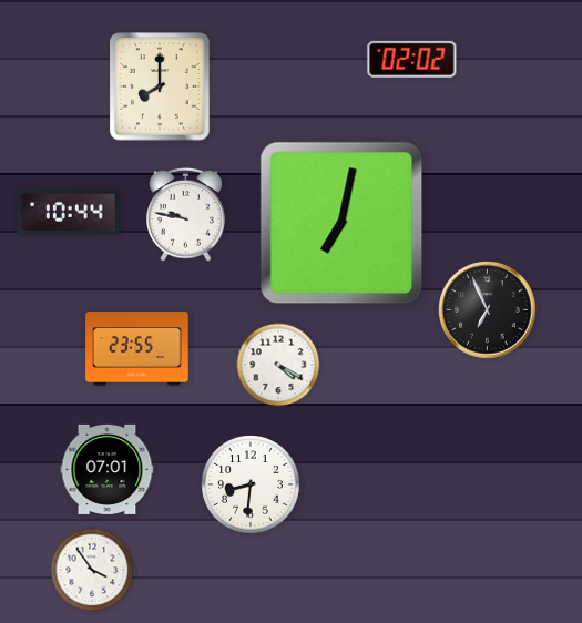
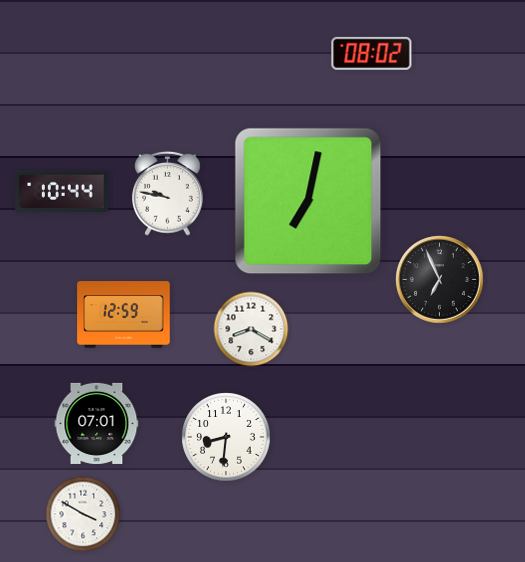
clock at (412, 59): 02:02 -> 08:02
clock at (160, 86): 8:00 -> none
clock at (137, 349): 23:55 -> 12:59
clock at (278, 365): 4:20 -> 8:20
clock at (92, 570): 3:54 -> 3:50
